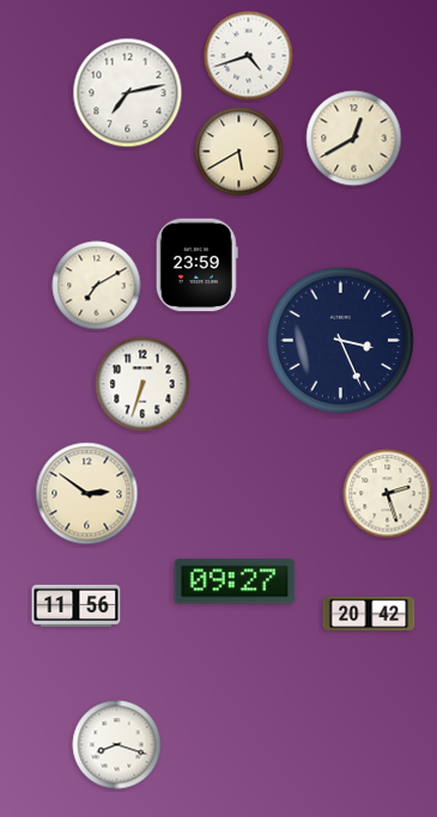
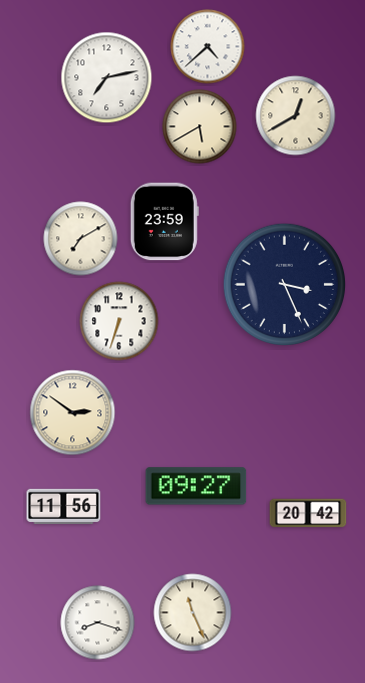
clock at (249, 56): 4:42 -> 4:38
clock at (388, 494): 2:27 -> none
clock at (193, 613): none -> 11:26
